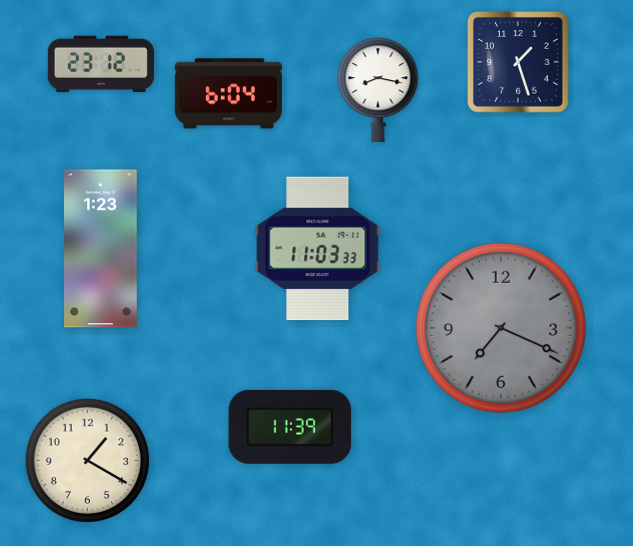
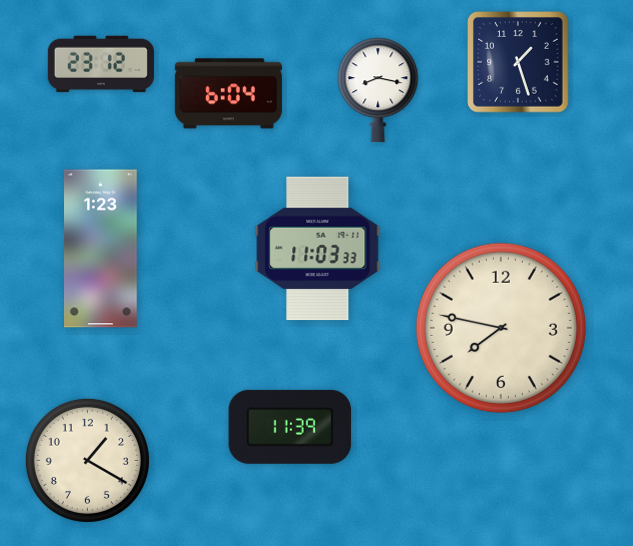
clock at (501, 328): 7:19 -> 7:47
clock at (501, 328) dial: grey -> cream
